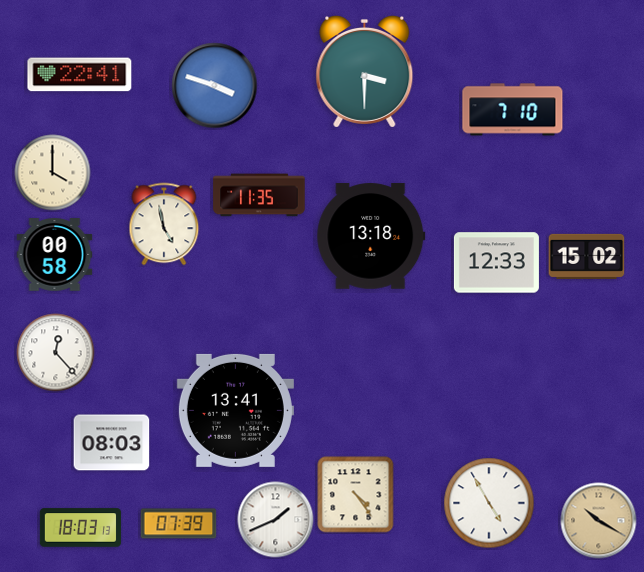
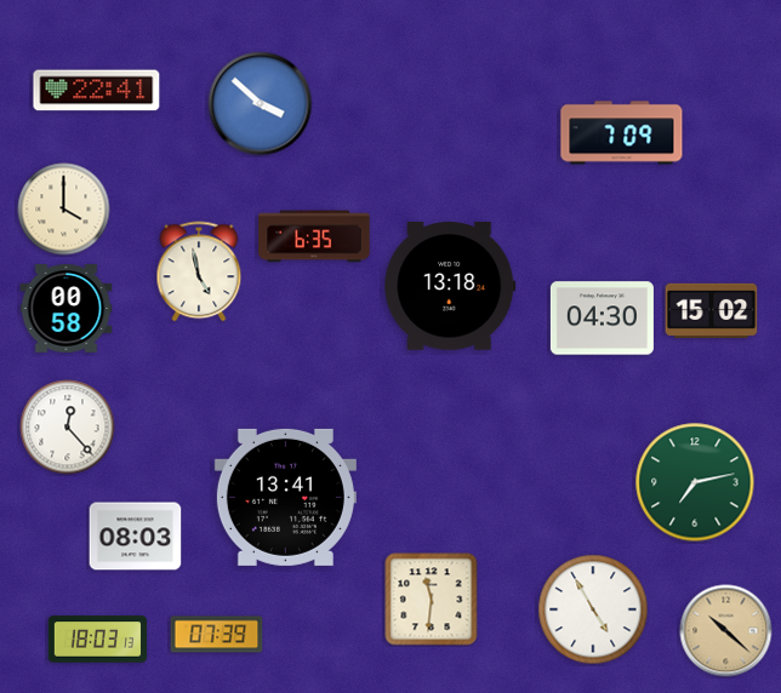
clock at (365, 71): 3:30 -> none
clock at (215, 86): 3:48 -> 3:52
clock at (513, 110): 7:10 -> 7:09
clock at (259, 195): 11:35 -> 6:35
clock at (496, 263): 12:33 -> 04:30
clock at (695, 482): none -> 7:13
clock at (356, 495): 4:24 -> 11:31
clock at (276, 520): 1:41 -> none
clock at (599, 521): 10:20 -> 10:22
